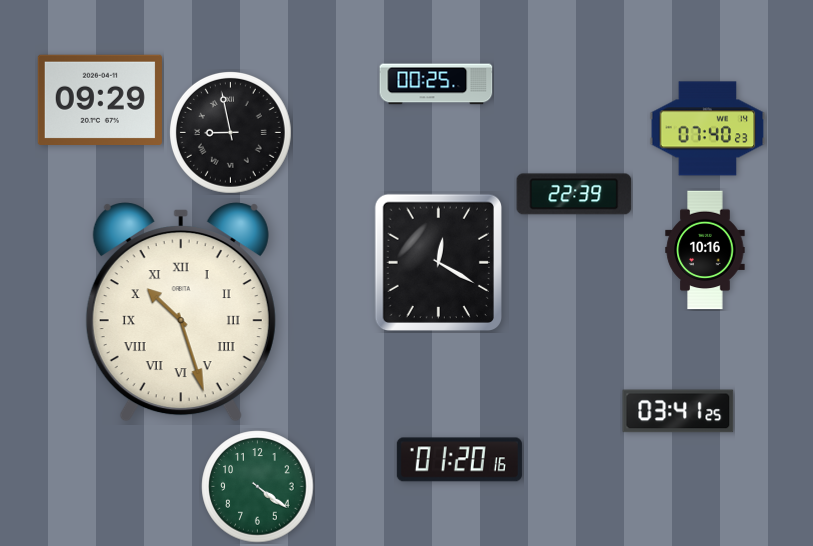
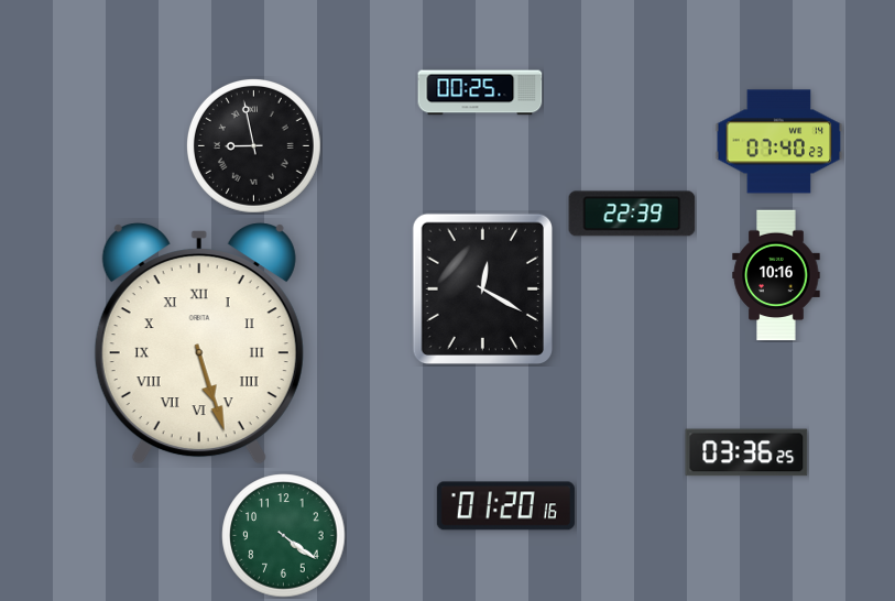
clock at (100, 99): 09:29 -> none
clock at (181, 312): 10:27 -> 5:27
clock at (678, 411): 03:41 -> 03:36
